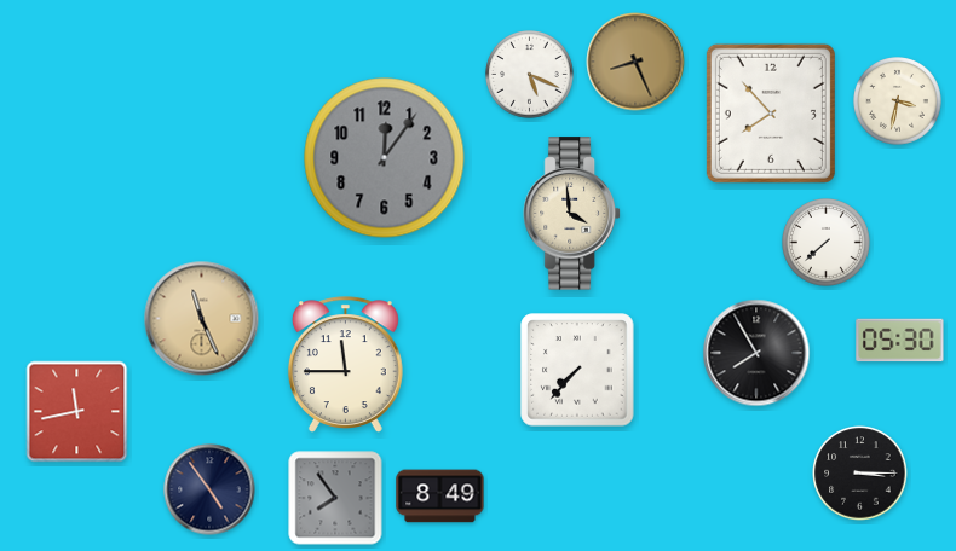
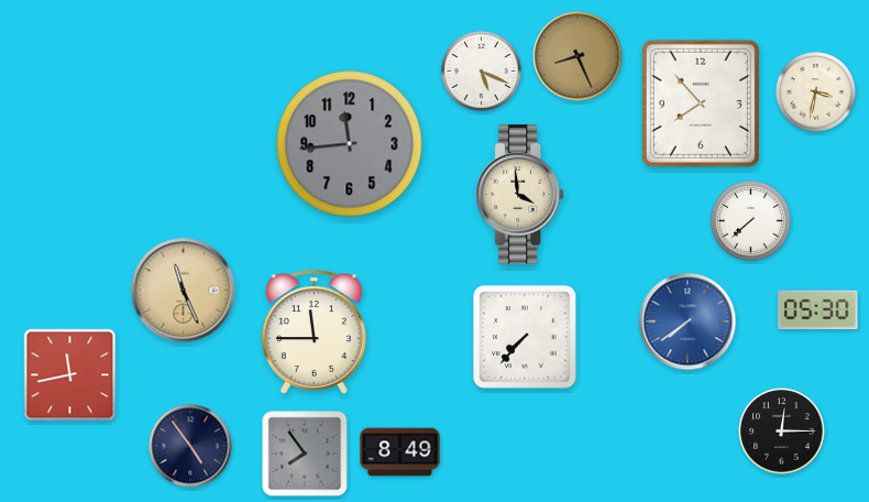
clock at (530, 75) position: (530, 75) -> (482, 72)
clock at (385, 158): 12:06 -> 11:44
clock at (756, 353): 7:55 -> 7:39
clock at (756, 353) dial: black -> blue
clock at (860, 474): 3:15 -> 12:15
